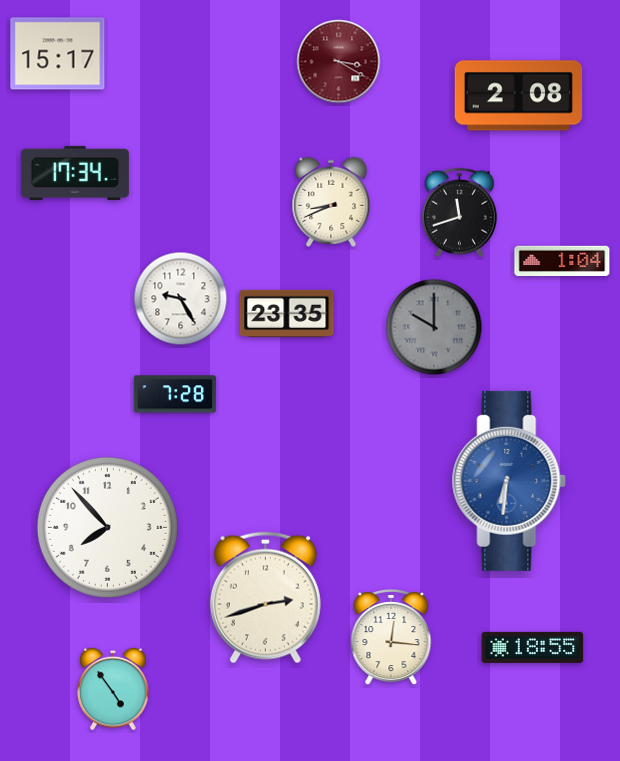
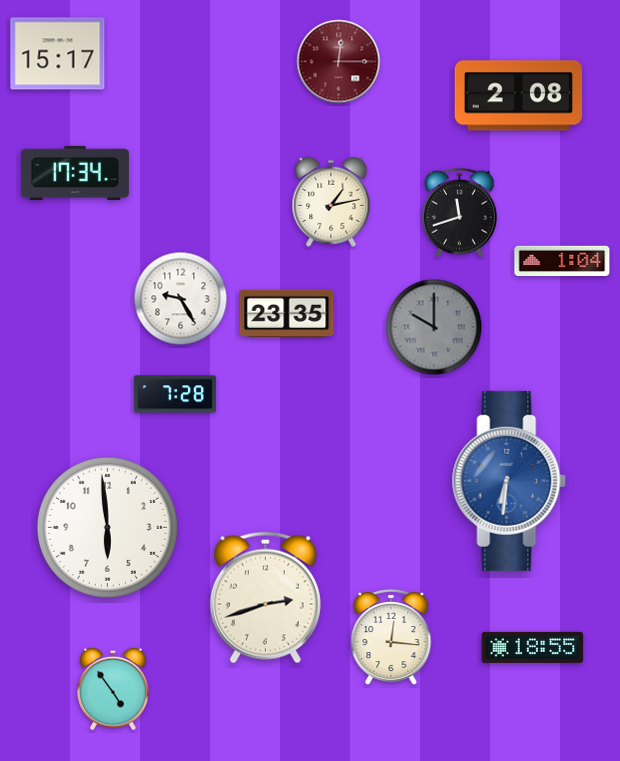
clock at (339, 62): 3:20 -> 12:15
clock at (331, 202): 8:41 -> 1:13
clock at (107, 527): 7:53 -> 5:59
